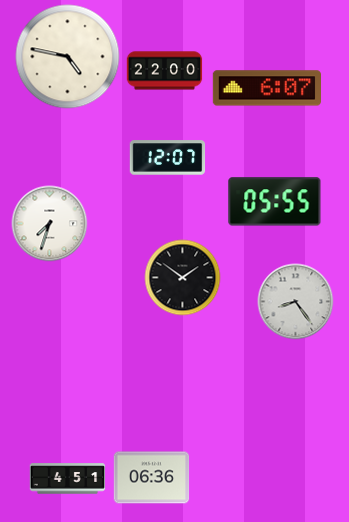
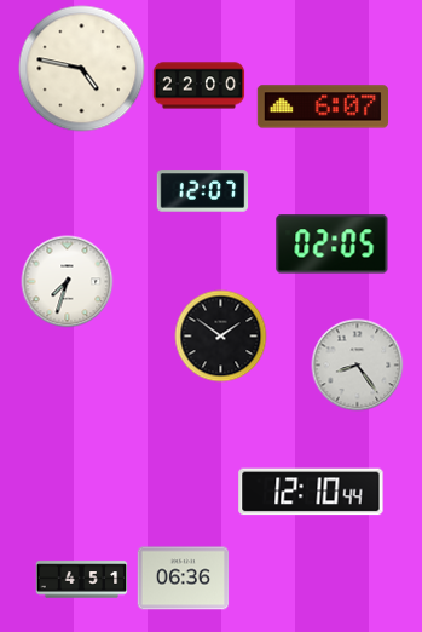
clock at (275, 202): 05:55 -> 02:05
clock at (50, 224) position: (50, 224) -> (68, 282)
clock at (311, 492): none -> 12:10
